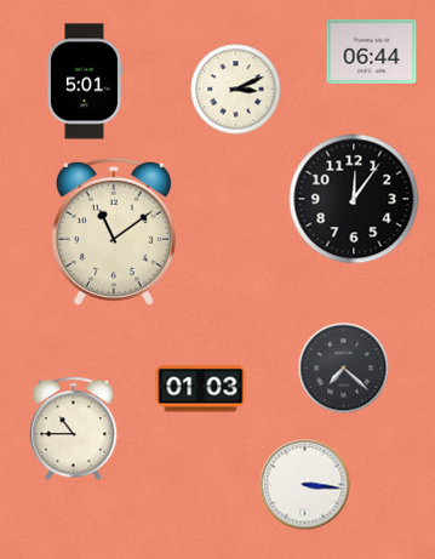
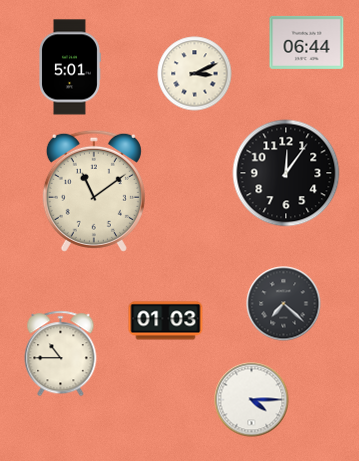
clock at (354, 199) position: (354, 199) -> (286, 173)
clock at (305, 485): 3:16 -> 4:15
